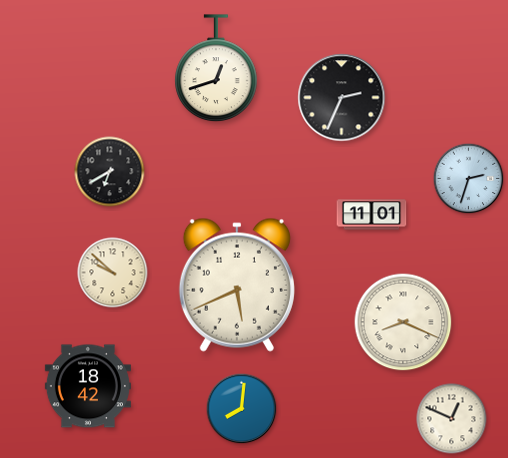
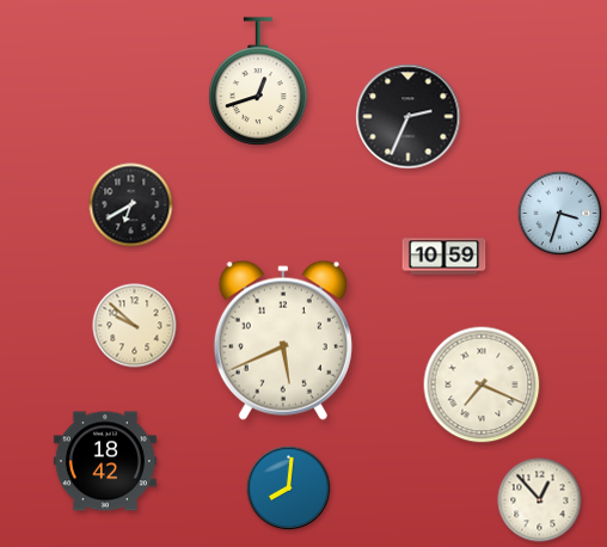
clock at (469, 179): 2:33 -> 3:33
clock at (372, 215): 11:01 -> 10:59
clock at (403, 322): 8:19 -> 7:19
clock at (452, 419): 12:49 -> 12:53
